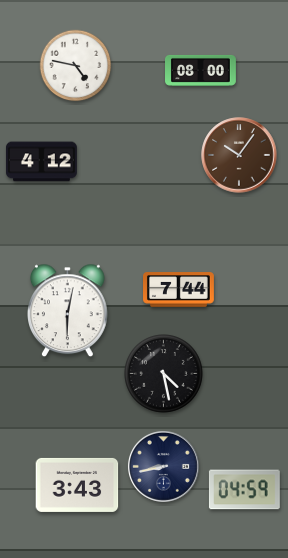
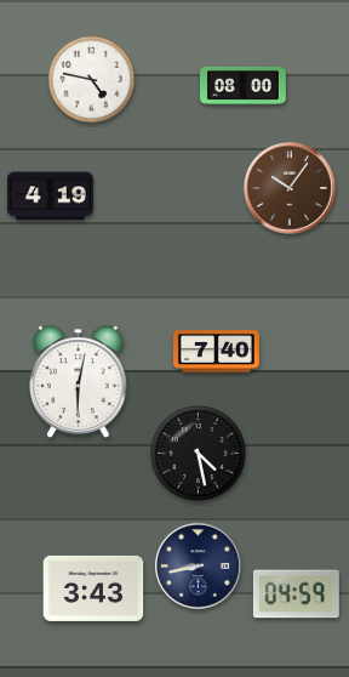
clock at (41, 162): 4:12 -> 4:19
clock at (179, 290): 7:44 -> 7:40
clock at (68, 311) position: (68, 311) -> (79, 382)
